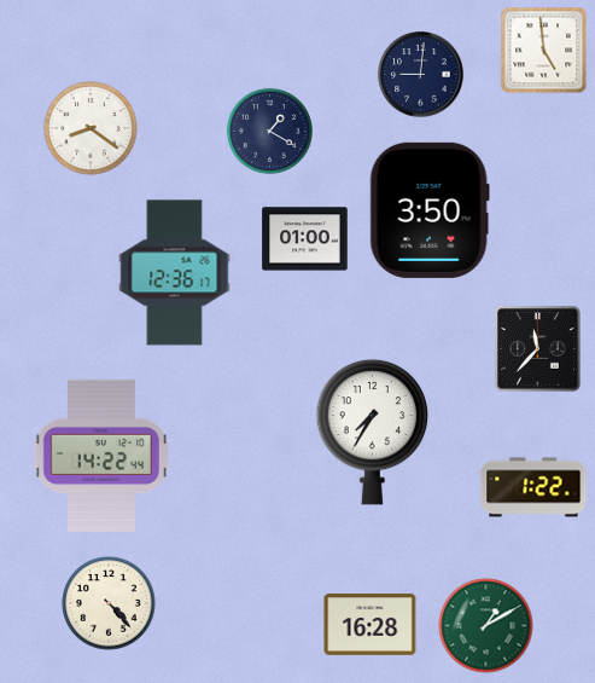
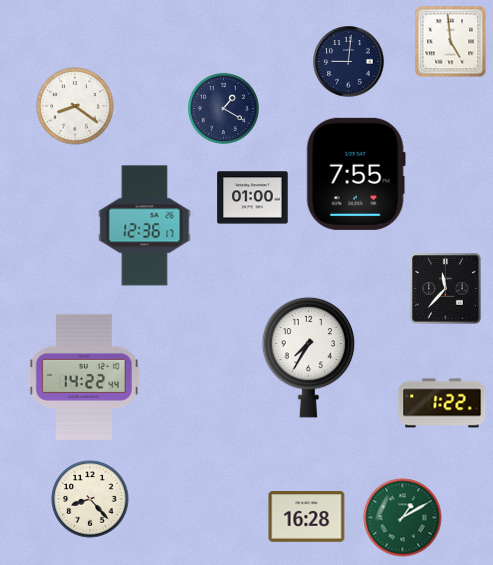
clock at (430, 210): 3:50 -> 7:55
clock at (109, 603): 4:23 -> 8:23
